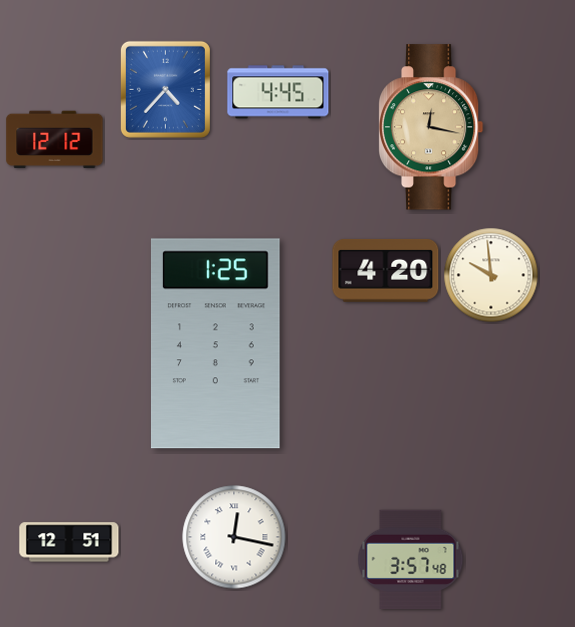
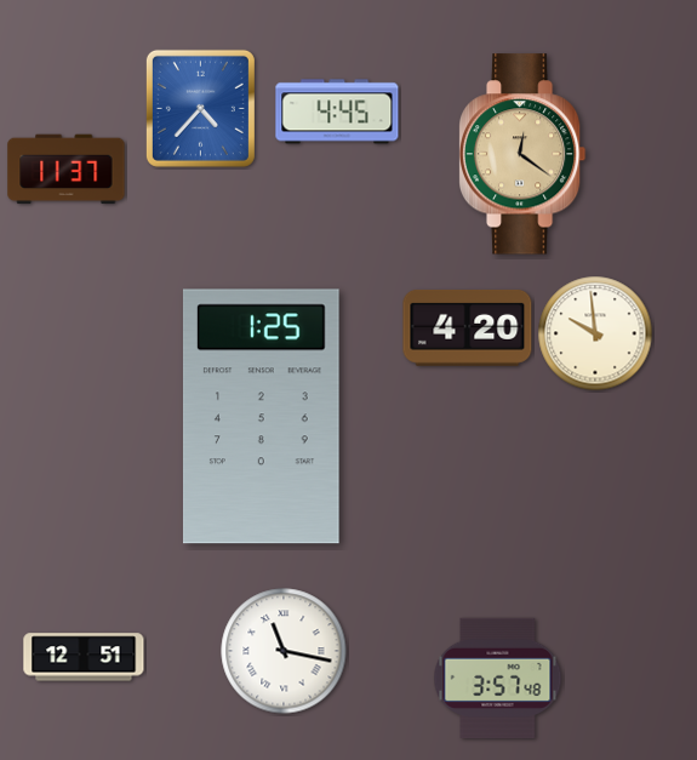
clock at (431, 127): 12:17 -> 12:21
clock at (55, 140): 12:12 -> 11:37
clock at (234, 537): 12:17 -> 11:17
